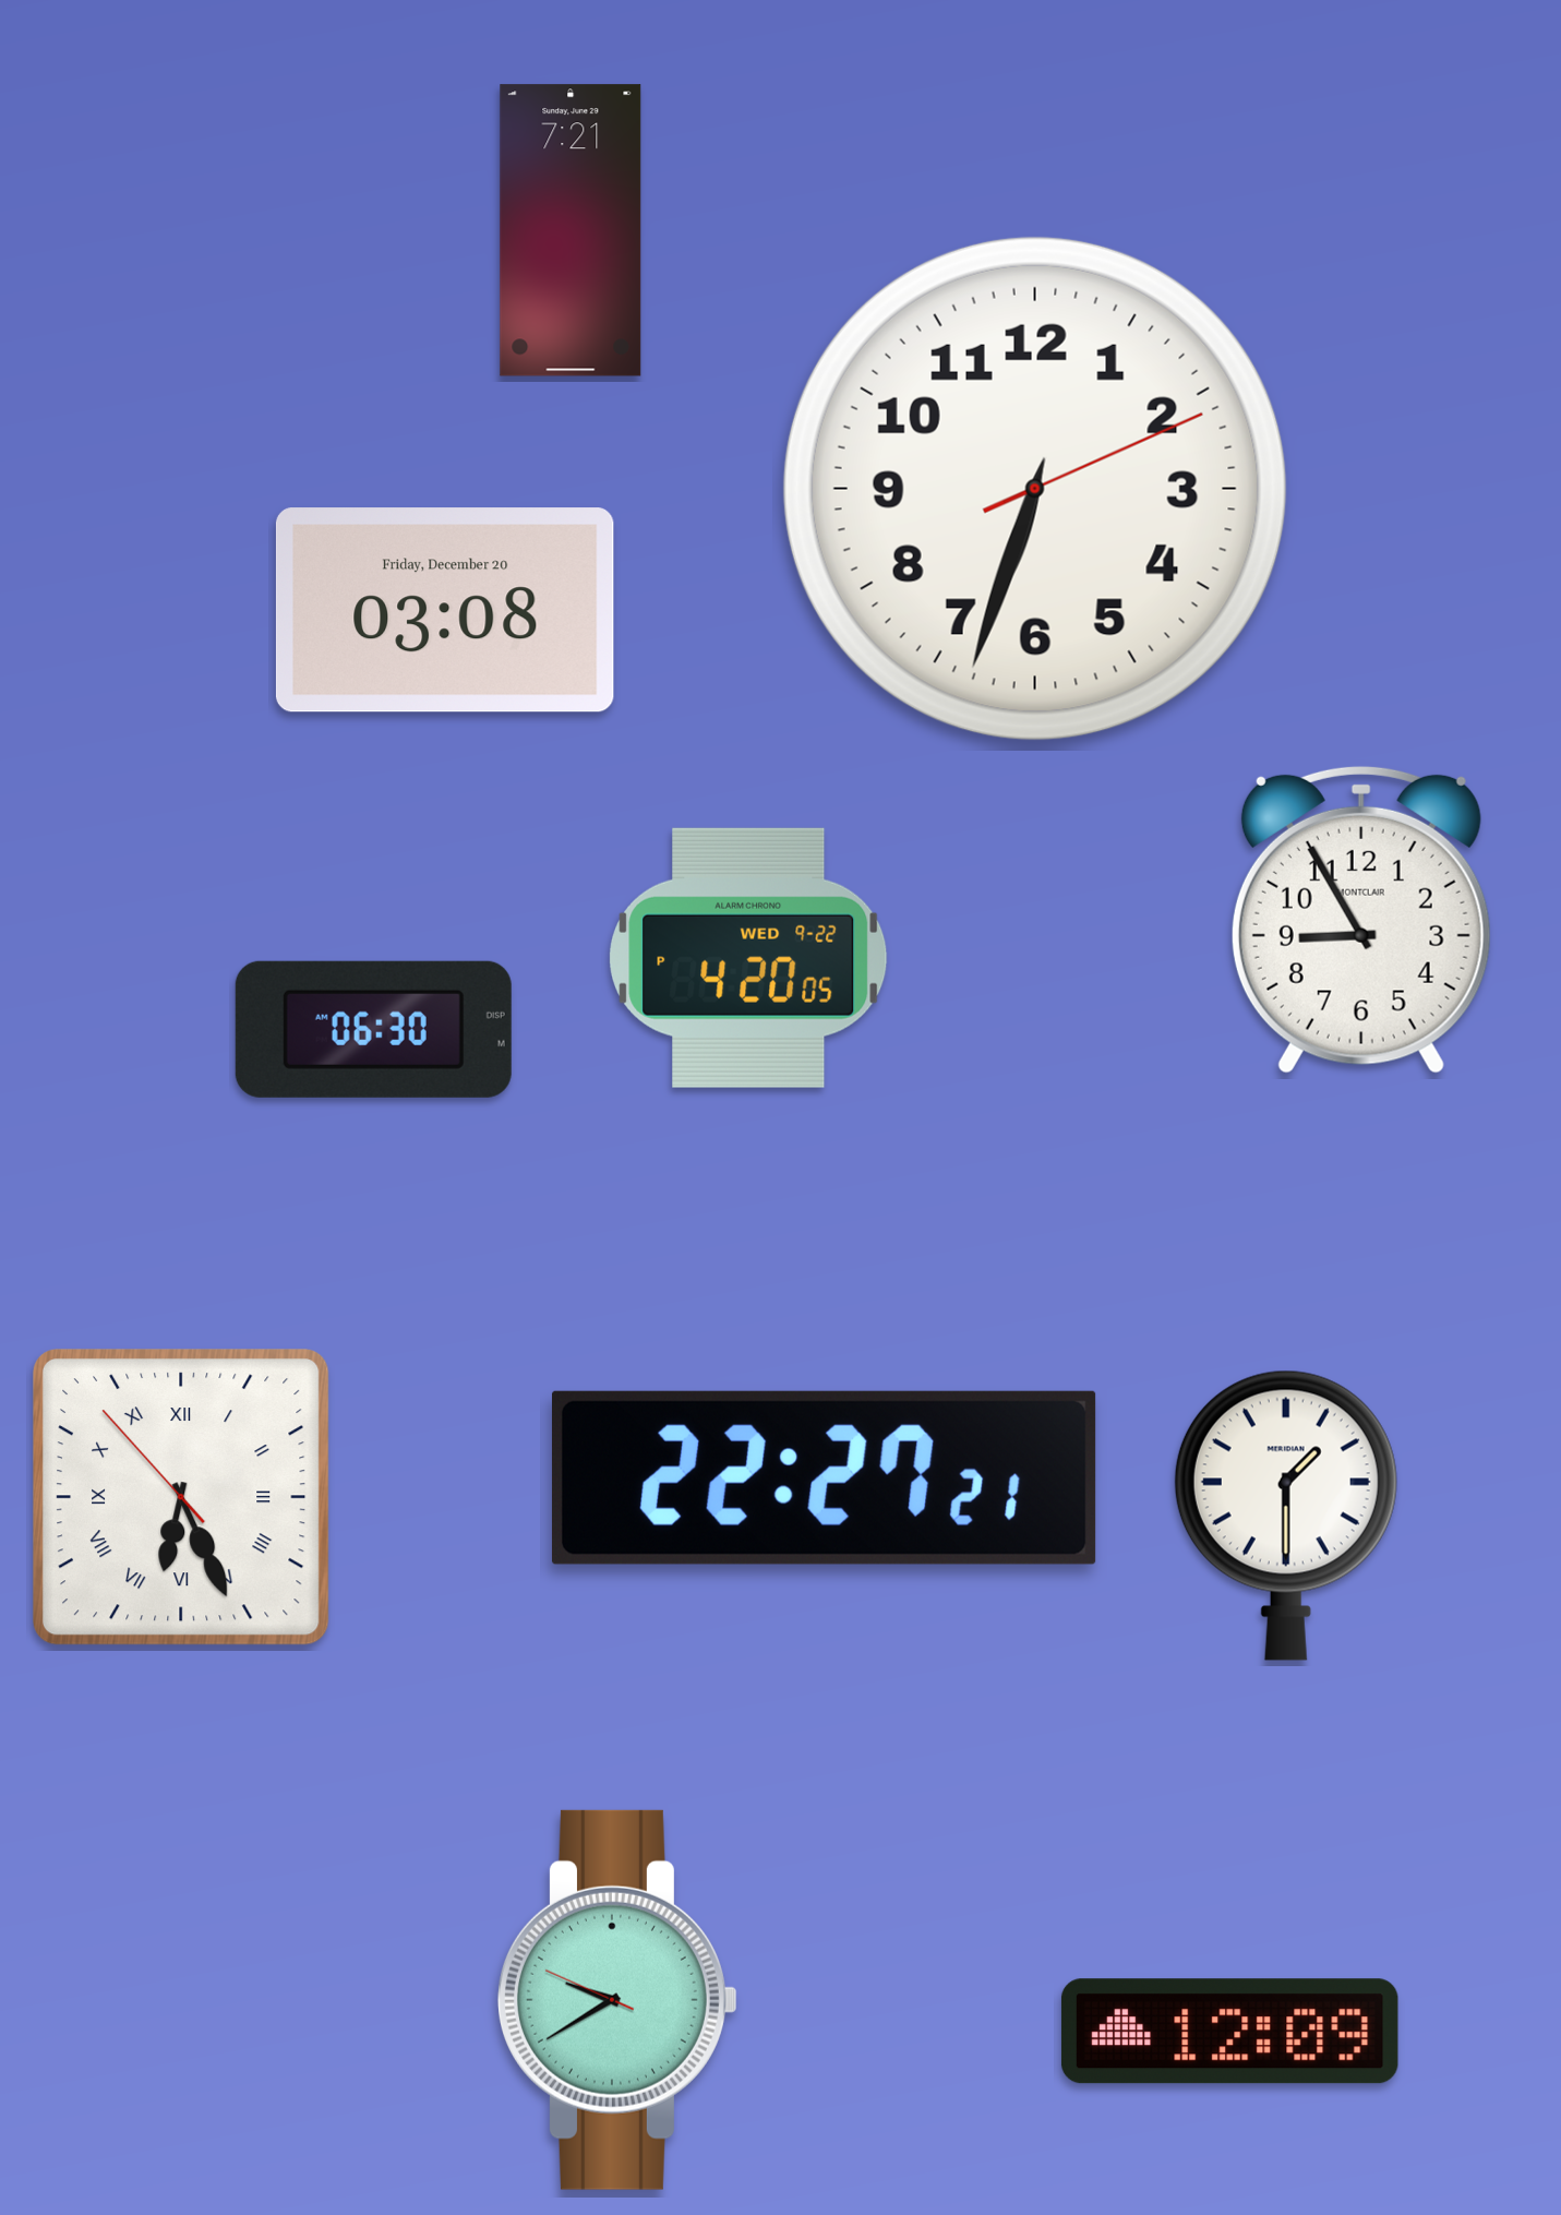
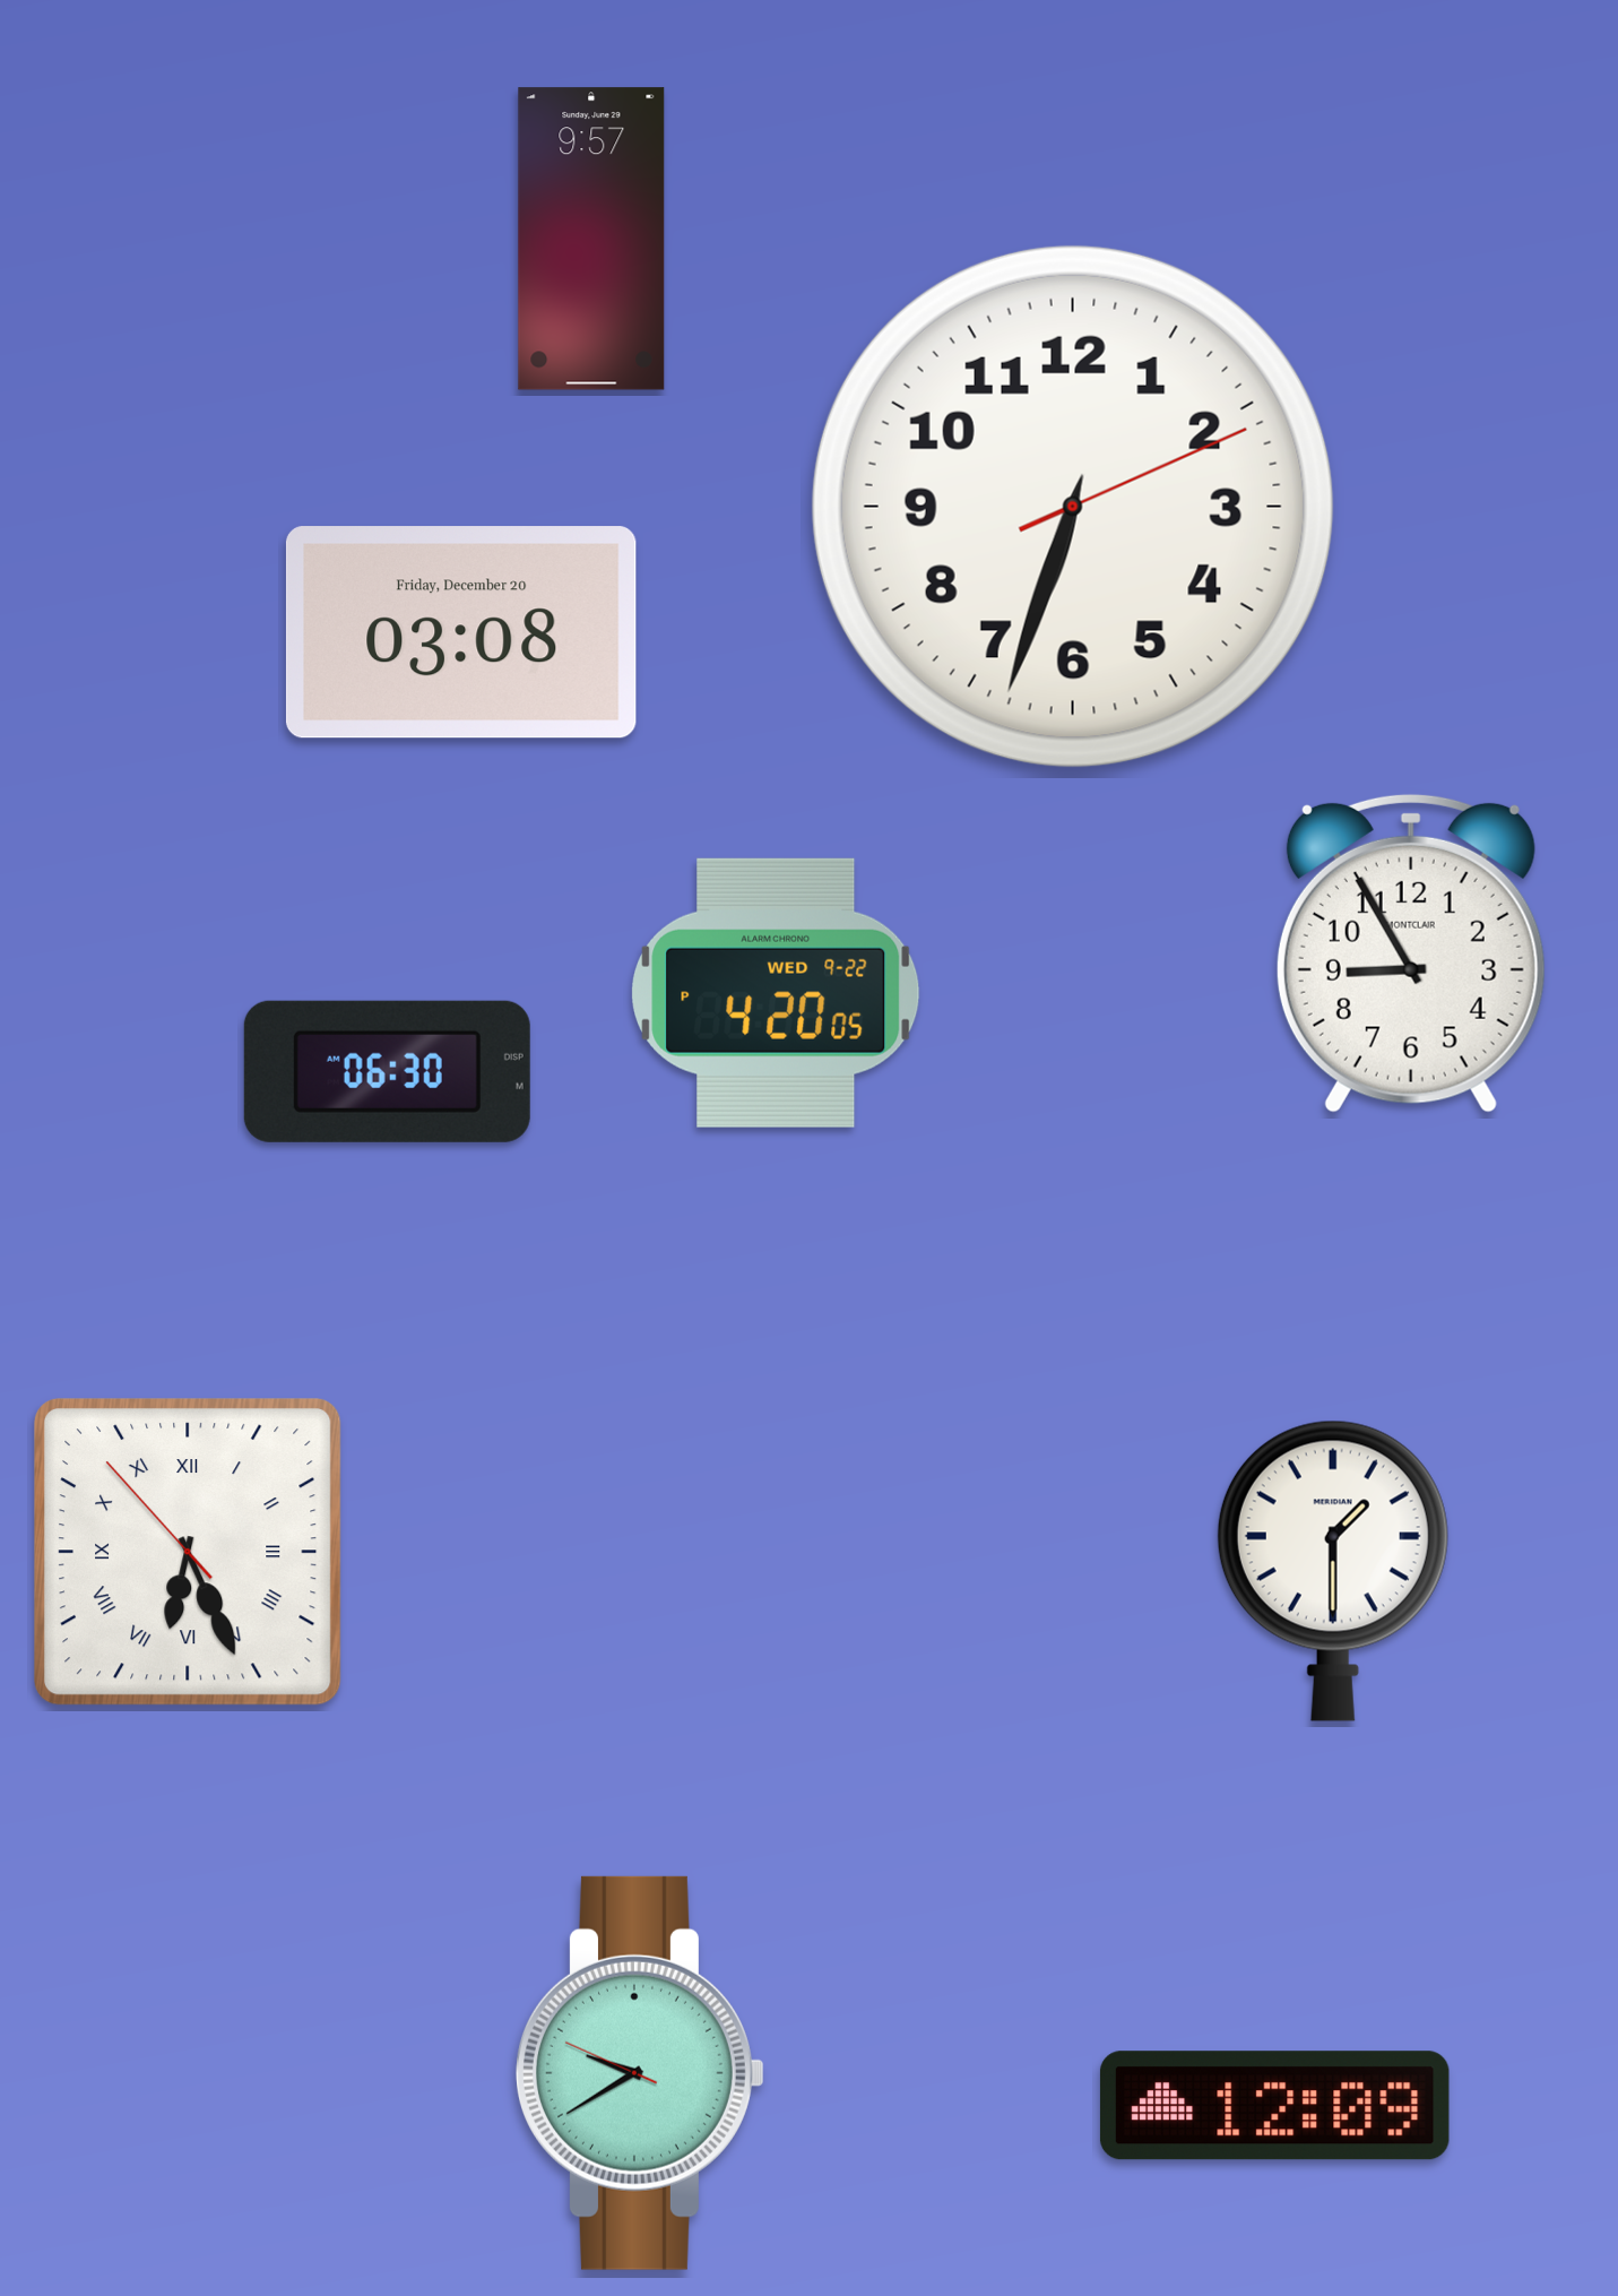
clock at (571, 230): 7:21 -> 9:57
clock at (373, 1029) position: (373, 1029) -> (387, 1071)
clock at (824, 1477): 22:27 -> none
